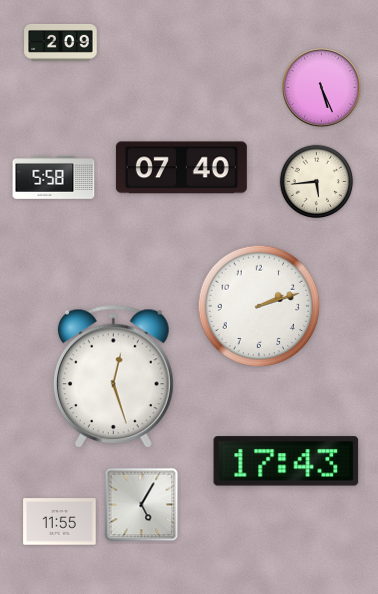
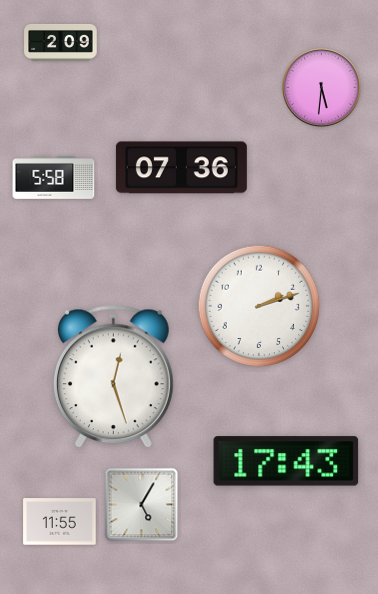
clock at (322, 88): 5:26 -> 5:31
clock at (181, 168): 07:40 -> 07:36
clock at (317, 182): 5:44 -> none
